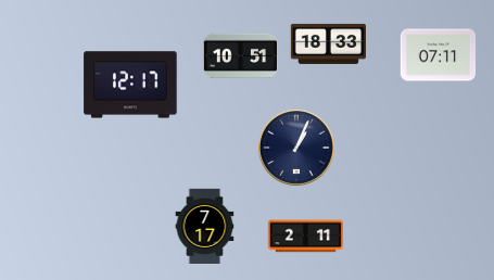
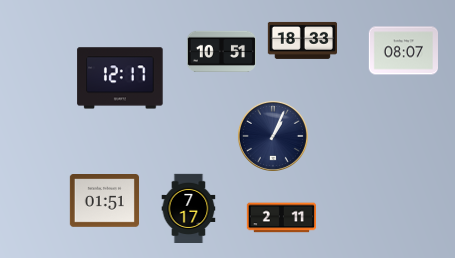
clock at (438, 55): 07:11 -> 08:07
clock at (104, 201): none -> 01:51
